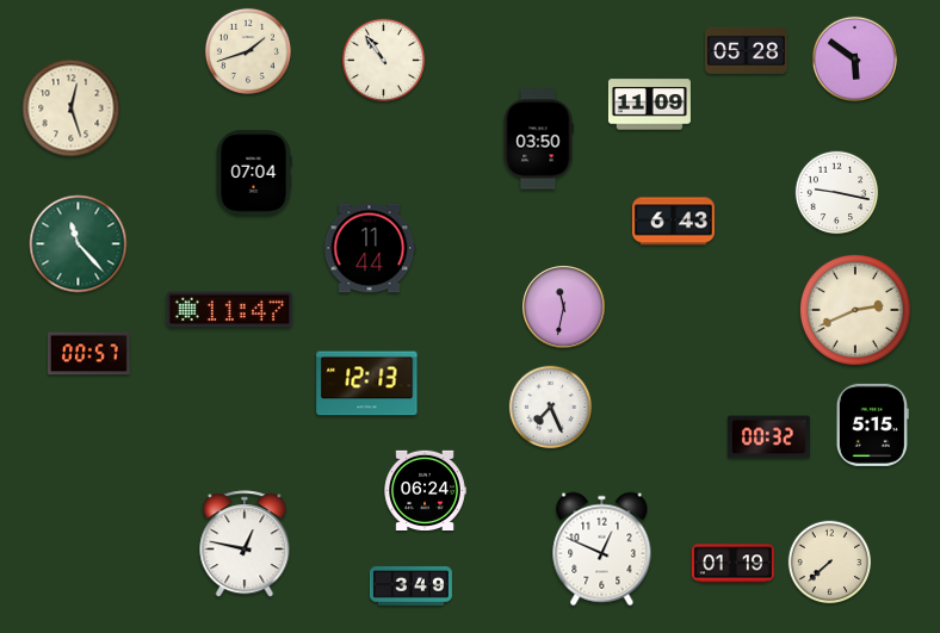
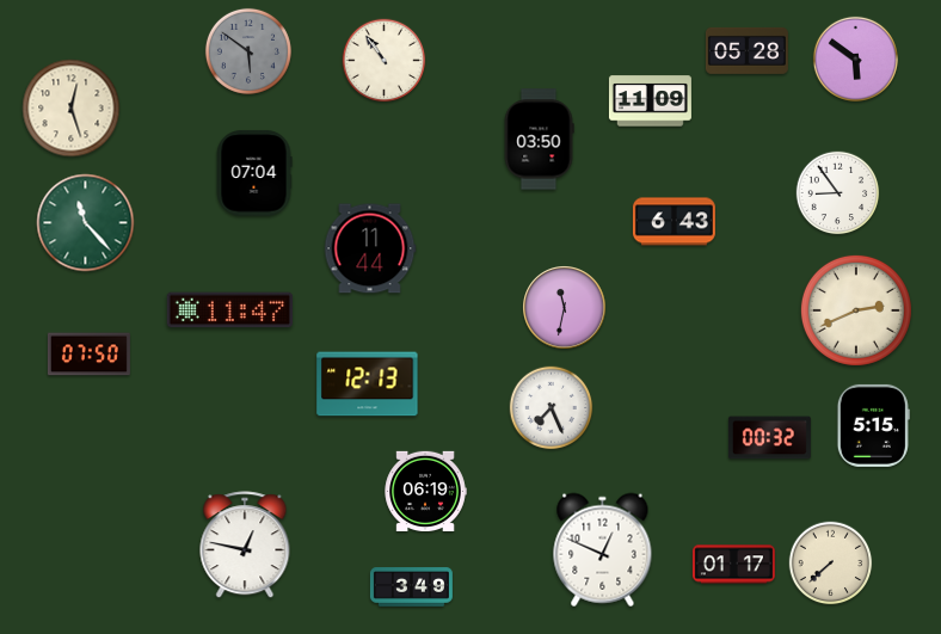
clock at (248, 51): 1:42 -> 5:51
clock at (248, 51) dial: cream -> grey
clock at (649, 105) position: (649, 105) -> (650, 101)
clock at (837, 193): 9:17 -> 8:54
clock at (79, 244) position: (79, 244) -> (86, 223)
clock at (88, 354): 00:57 -> 07:50
clock at (425, 490): 06:24 -> 06:19
clock at (732, 564): 01:19 -> 01:17
